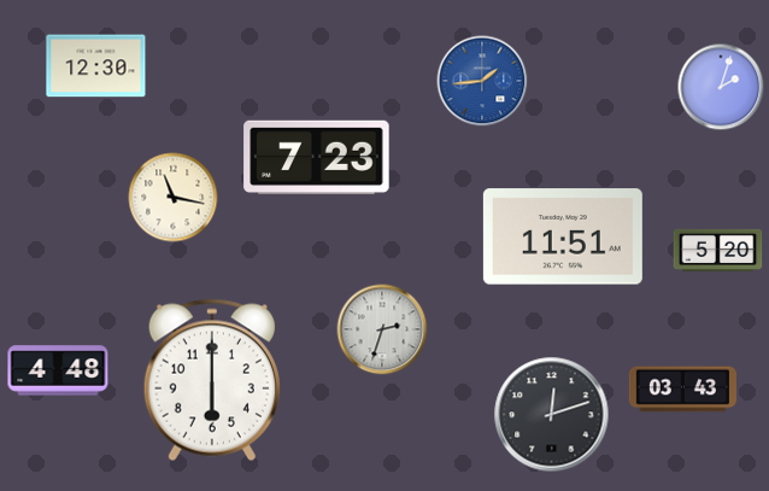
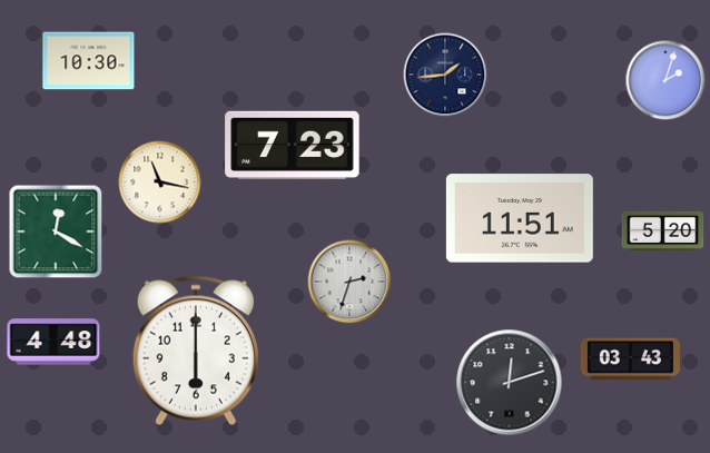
clock at (96, 66): 12:30 -> 10:30
clock at (482, 81) dial: blue -> navy
clock at (56, 232): none -> 12:20
clock at (382, 329) position: (382, 329) -> (349, 282)
